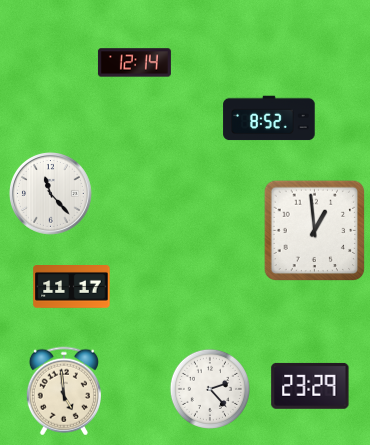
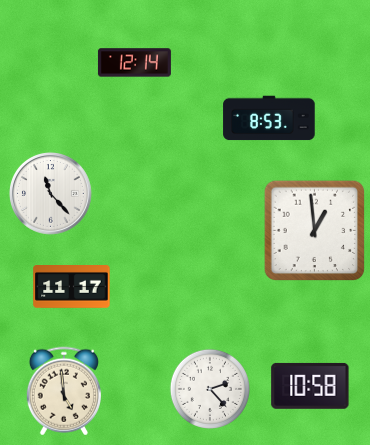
clock at (269, 118): 8:52 -> 8:53
clock at (310, 386): 23:29 -> 10:58
